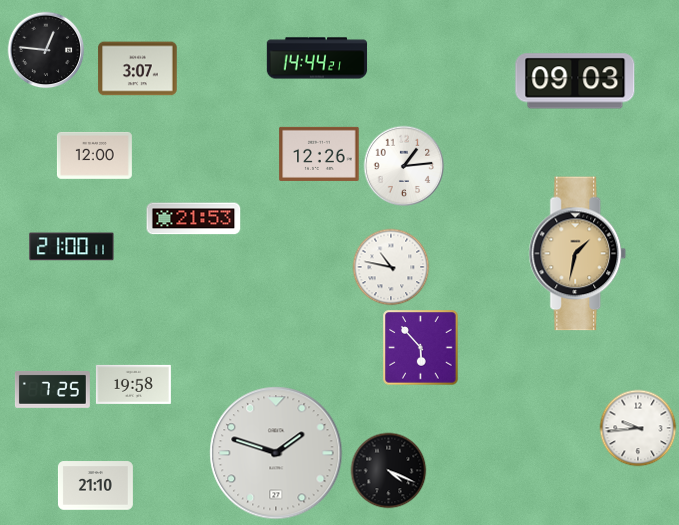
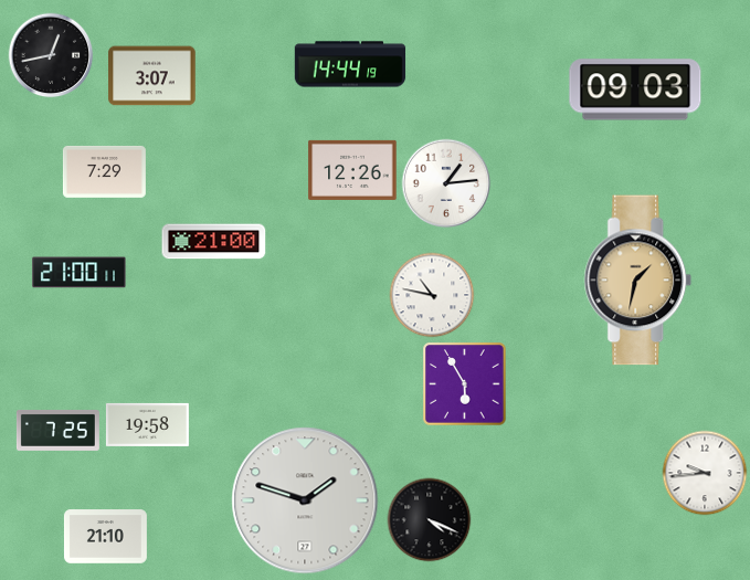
clock at (46, 50): 12:46 -> 12:43
clock at (317, 58): 14:44:21 -> 14:44:19
clock at (94, 155): 12:00 -> 7:29
clock at (194, 219): 21:53 -> 21:00
clock at (421, 348): 5:53 -> 5:55
